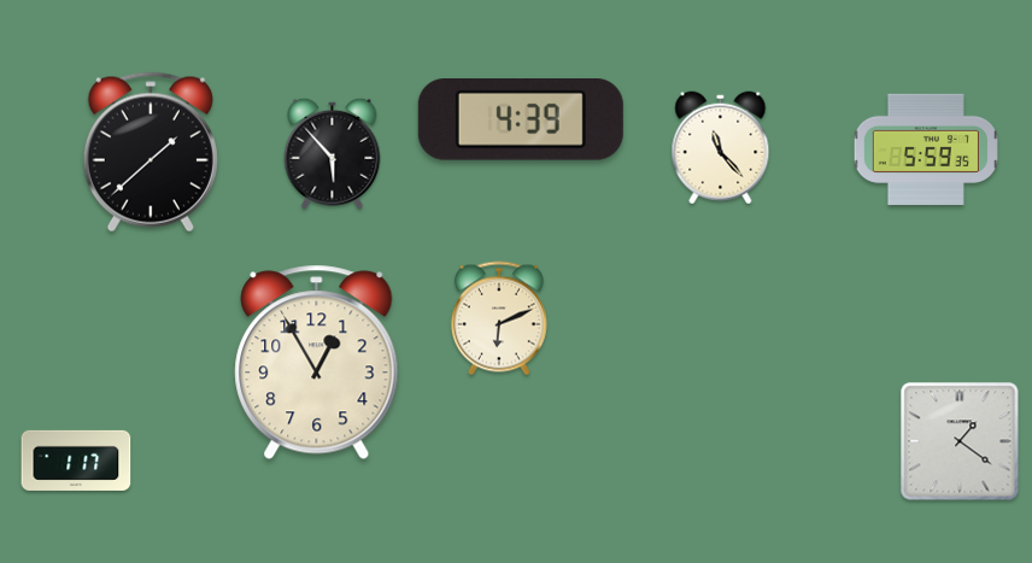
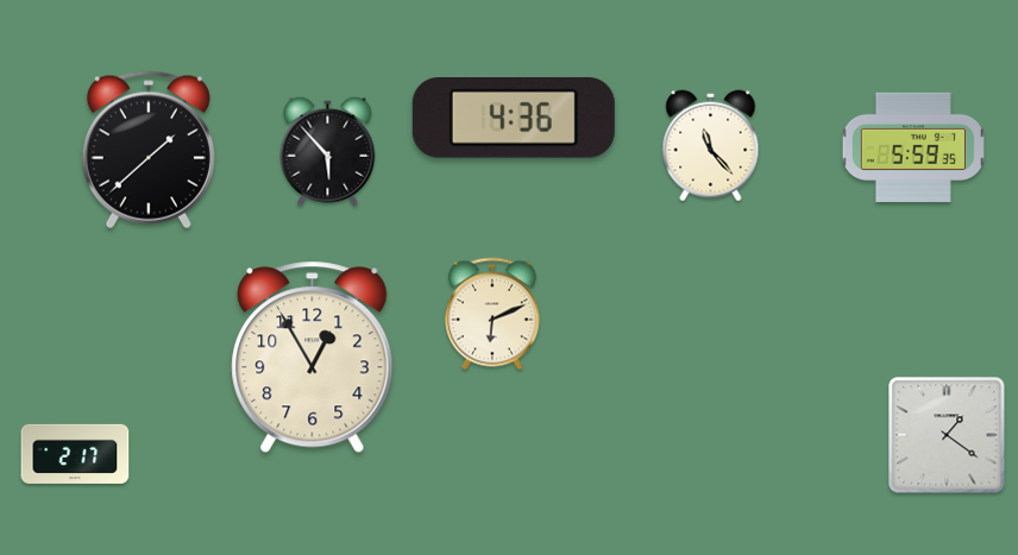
clock at (521, 121): 4:39 -> 4:36
clock at (76, 461): 1:17 -> 2:17
